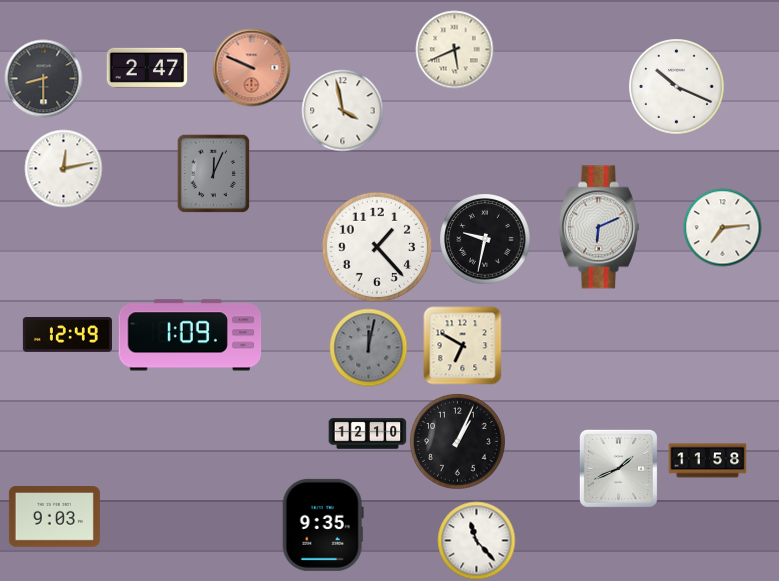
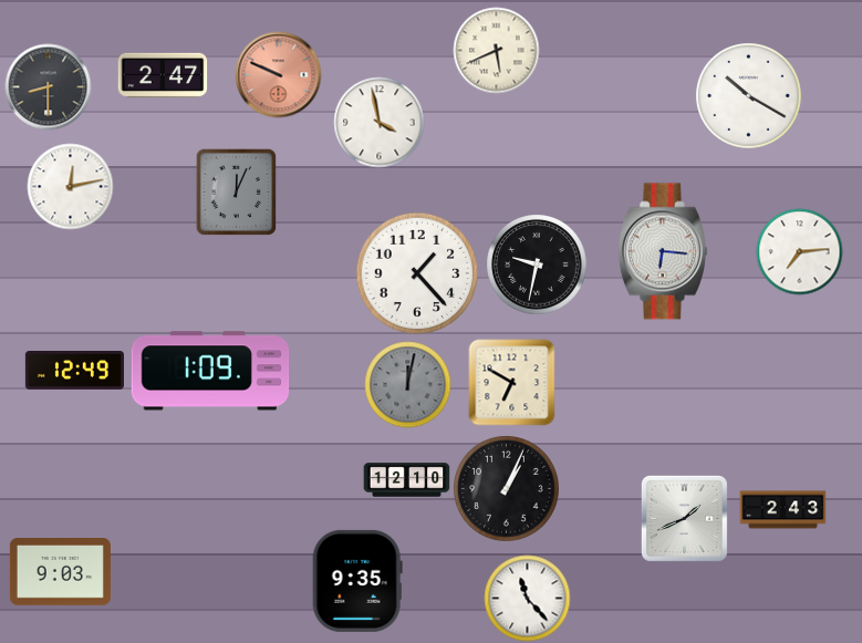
clock at (454, 49) position: (454, 49) -> (496, 50)
clock at (677, 87): 10:19 -> 10:20
clock at (599, 227): 6:11 -> 6:16
clock at (707, 461): 11:58 -> 2:43
